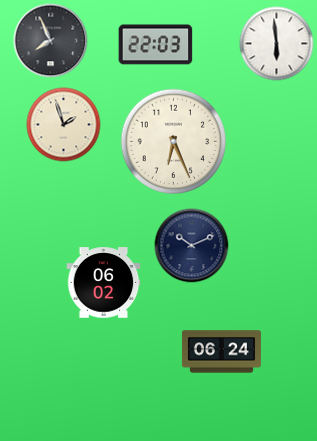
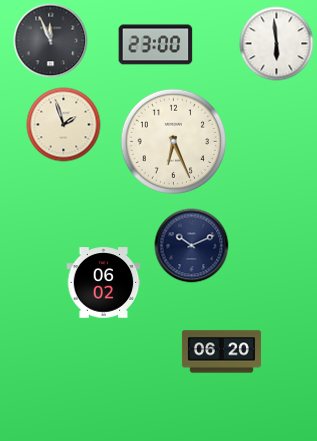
clock at (51, 41): 7:56 -> 11:56
clock at (156, 45): 22:03 -> 23:00
clock at (221, 352): 06:24 -> 06:20
